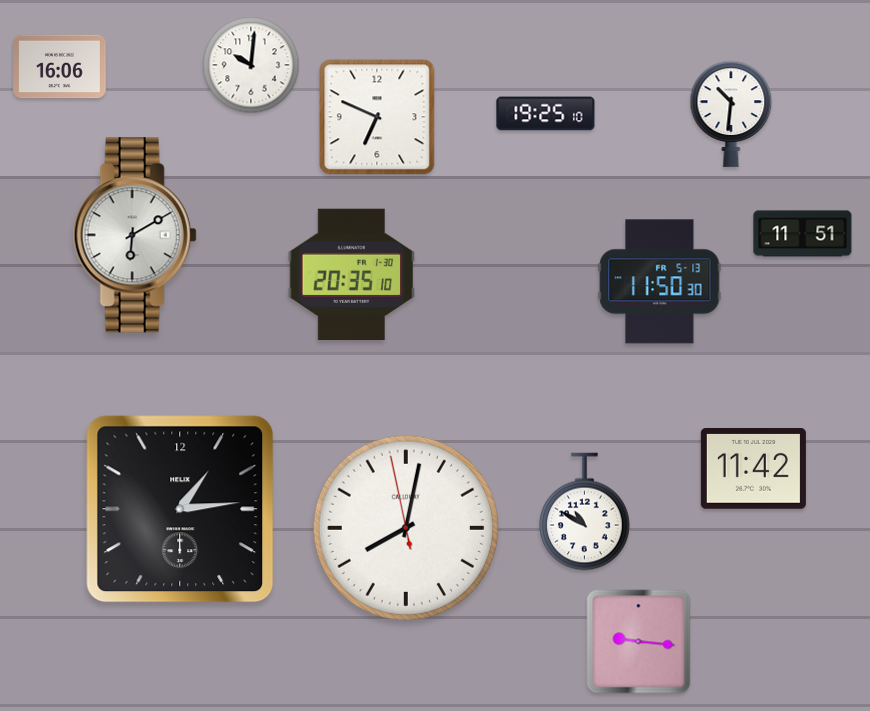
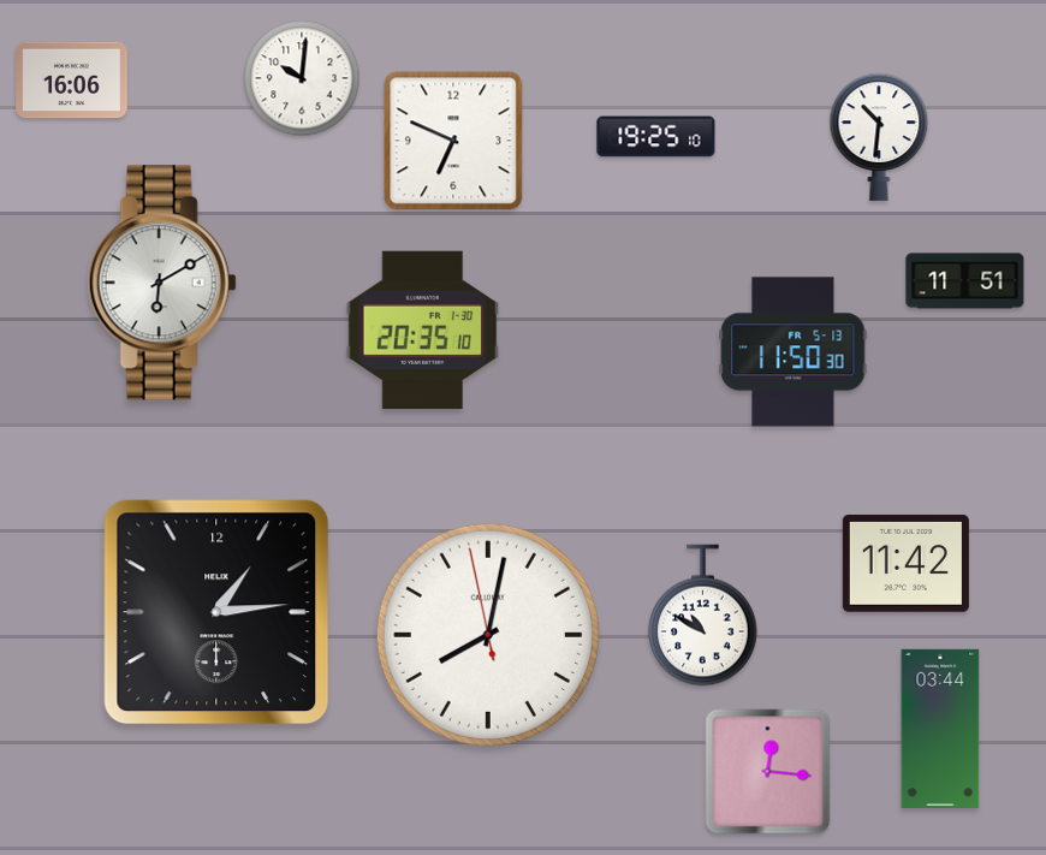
clock at (660, 282) position: (660, 282) -> (794, 352)
clock at (940, 729): none -> 03:44
clock at (639, 642): 9:16 -> 12:16
